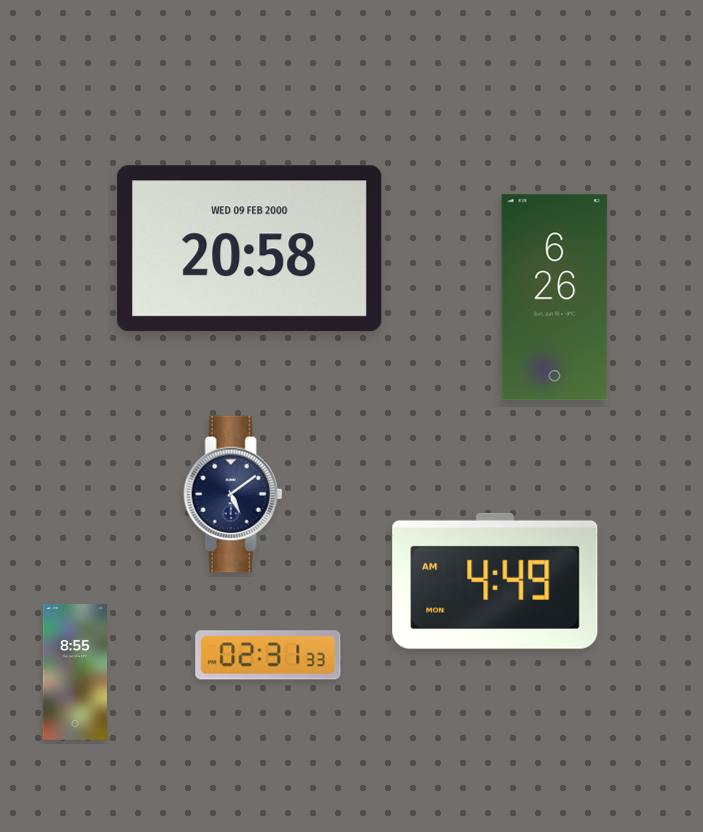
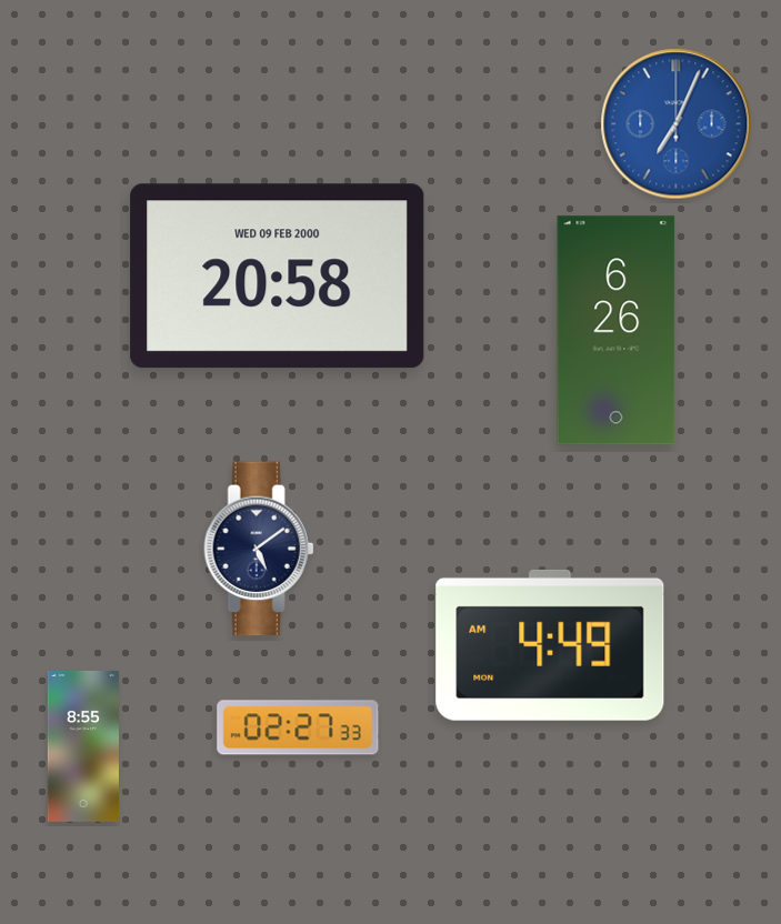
clock at (677, 124): none -> 7:04
clock at (268, 655): 02:31 -> 02:27
